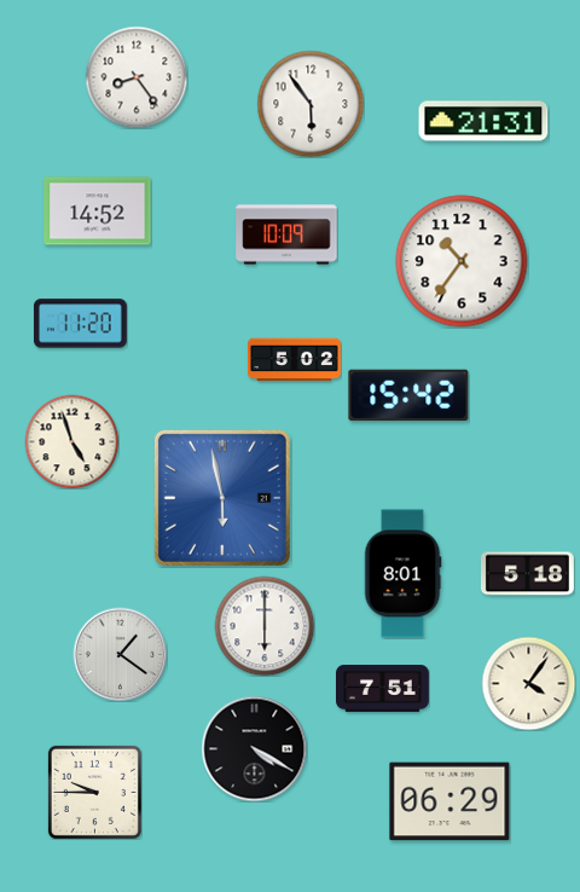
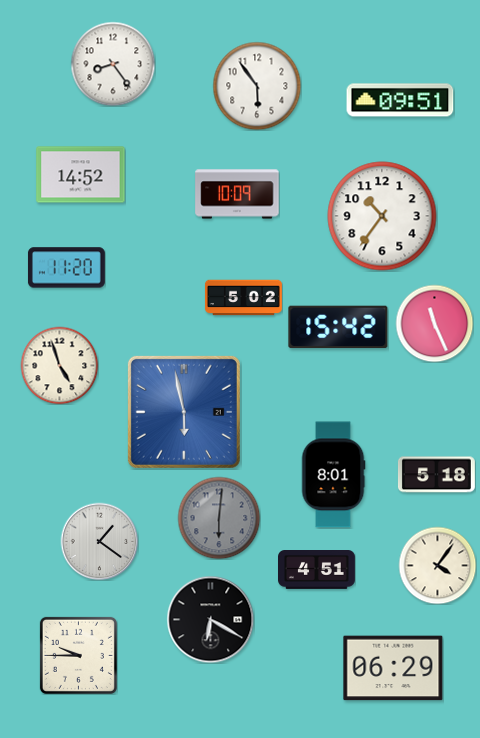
clock at (483, 121): 21:31 -> 09:51
clock at (434, 323): none -> 11:26
clock at (265, 626): 6:00 -> 6:01
clock at (265, 626) dial: white -> grey
clock at (383, 689): 7:51 -> 4:51
clock at (254, 748): 4:20 -> 6:20
clock at (449, 801) position: (449, 801) -> (393, 668)
